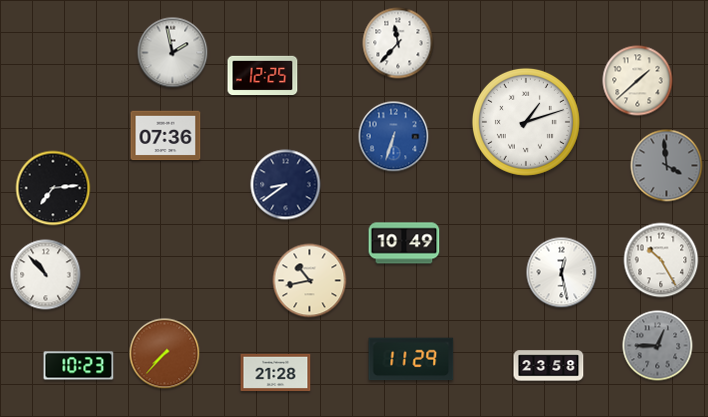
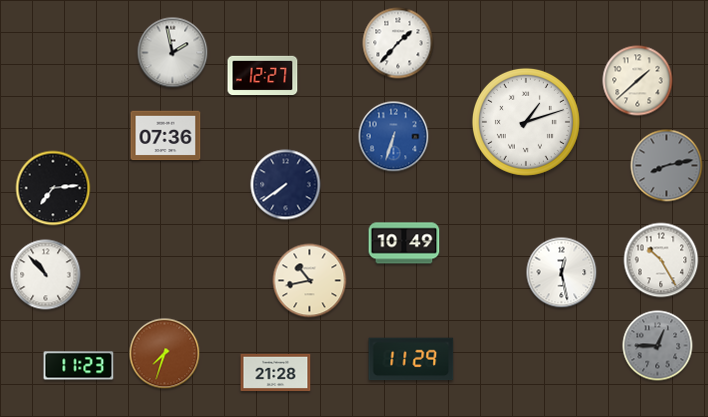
clock at (398, 43): 11:37 -> 1:37
clock at (263, 75): 12:25 -> 12:27
clock at (667, 166): 3:59 -> 8:13
clock at (286, 185): 8:39 -> 7:39
clock at (165, 354): 7:37 -> 7:33
clock at (79, 366): 10:23 -> 11:23
clock at (549, 366): 23:58 -> none
